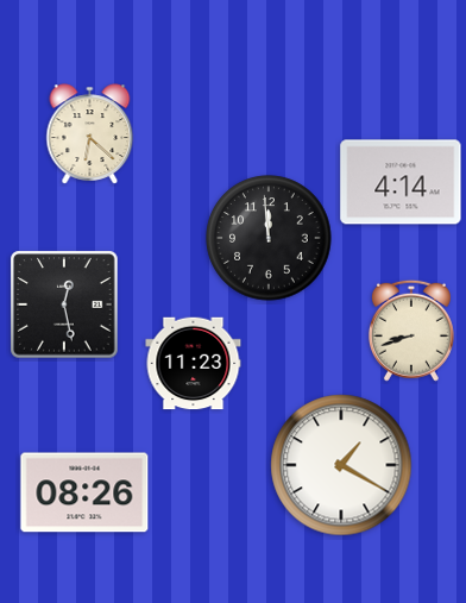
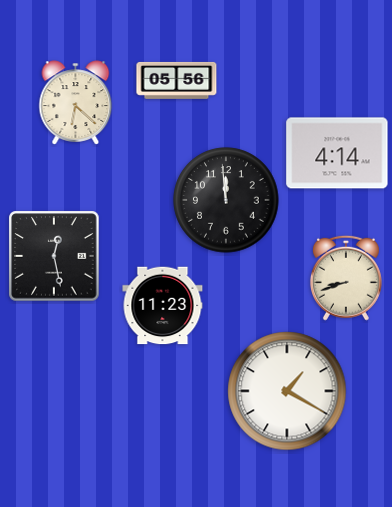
clock at (177, 80): none -> 05:56
clock at (90, 134) position: (90, 134) -> (76, 103)
clock at (84, 492): 08:26 -> none
